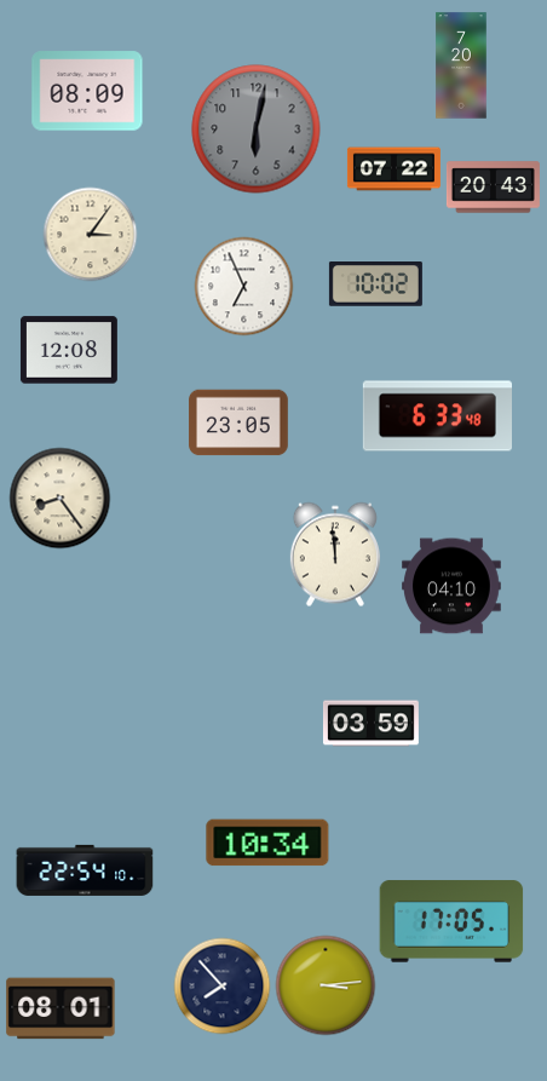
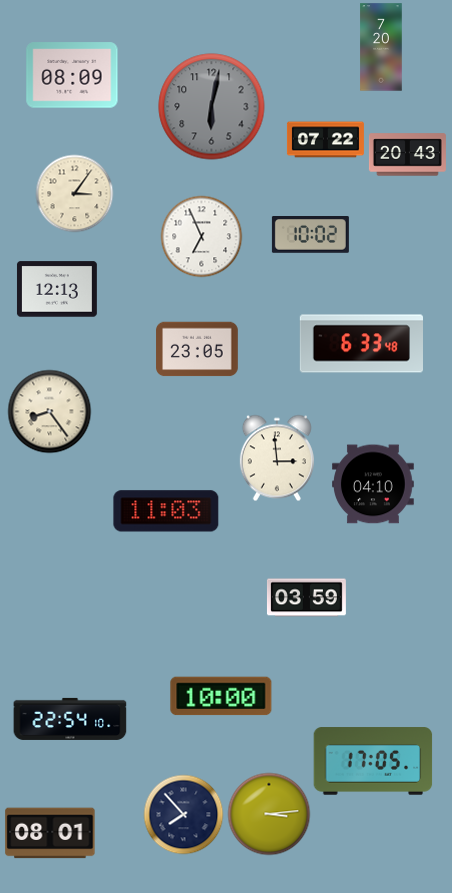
clock at (461, 65) position: (461, 65) -> (381, 47)
clock at (69, 350): 12:08 -> 12:13
clock at (335, 554): 11:59 -> 2:59
clock at (166, 511): none -> 11:03
clock at (267, 843): 10:34 -> 10:00
